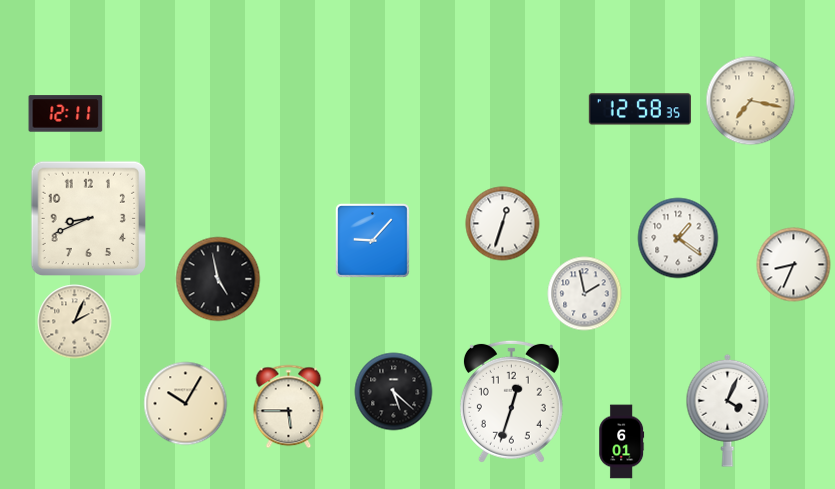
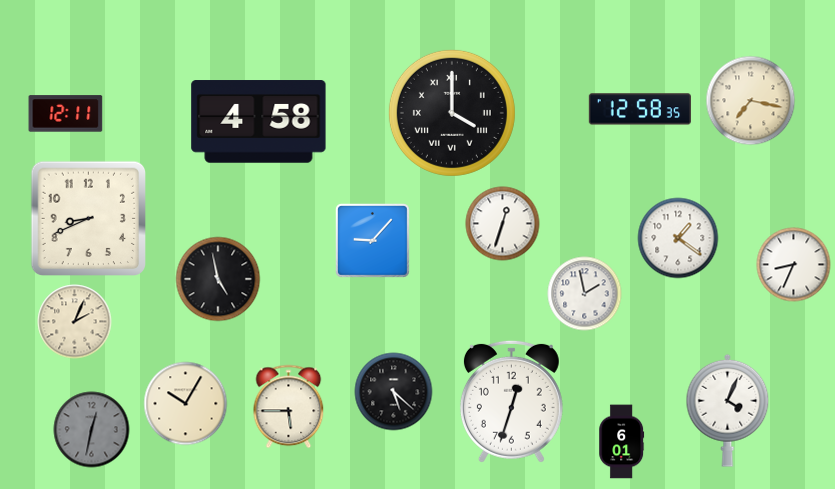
clock at (452, 113): none -> 4:00
clock at (259, 122): none -> 4:58
clock at (92, 430): none -> 12:32
